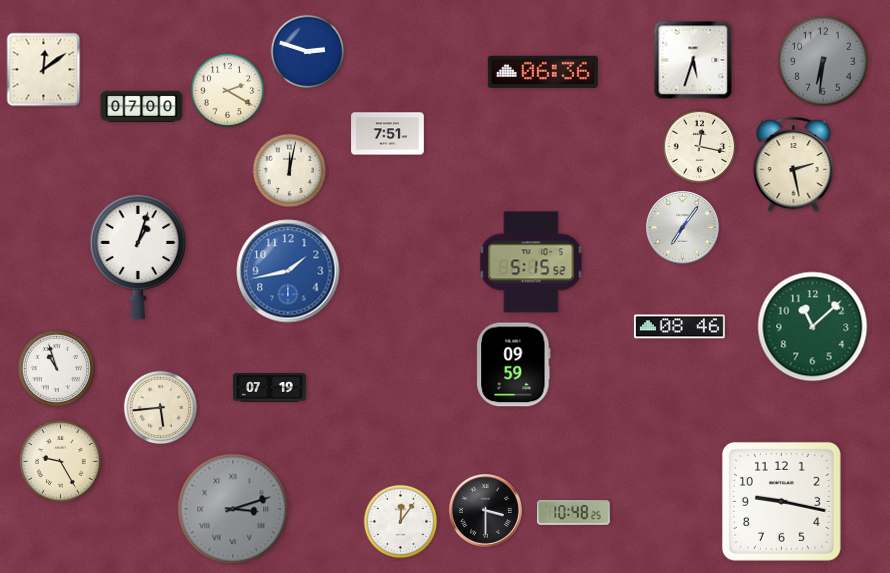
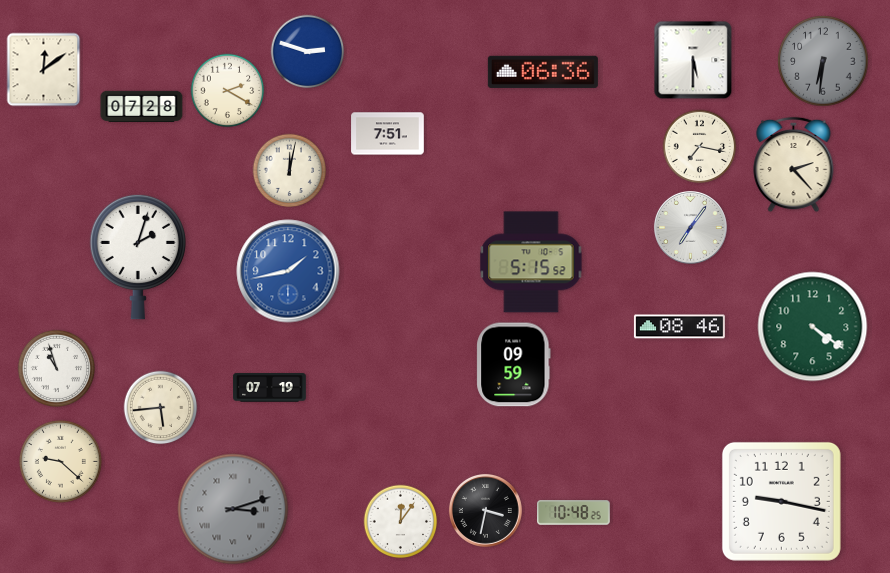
clock at (693, 60): 5:33 -> 5:30
clock at (142, 107): 07:00 -> 07:28
clock at (700, 147): 12:17 -> 7:17
clock at (794, 165): 2:28 -> 2:23
clock at (682, 227) position: (682, 227) -> (690, 227)
clock at (137, 257): 1:03 -> 2:03
clock at (813, 327): 11:08 -> 4:21
clock at (60, 461): 9:25 -> 9:22
clock at (485, 510): 3:30 -> 3:32
